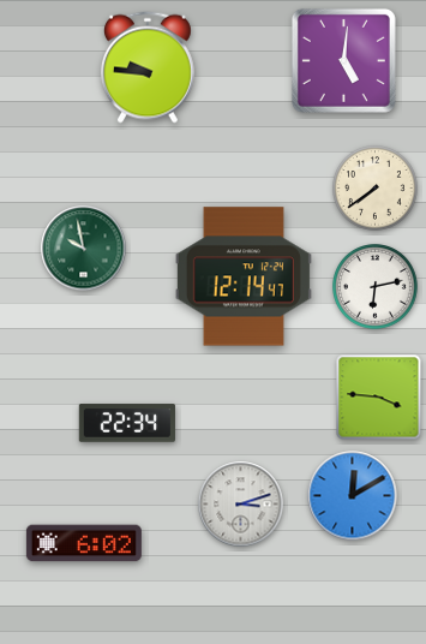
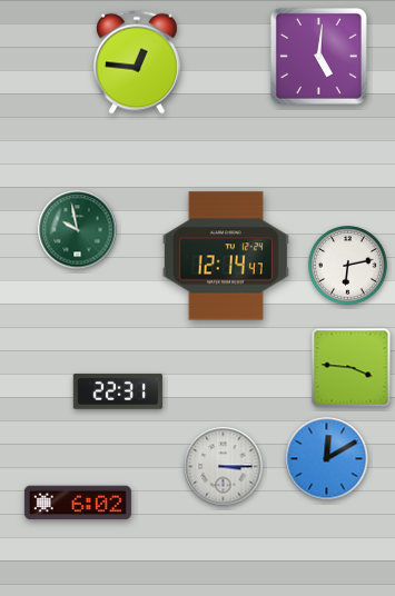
clock at (148, 67): 9:46 -> 12:46
clock at (376, 189): 7:39 -> none
clock at (127, 423): 22:34 -> 22:31
clock at (241, 505): 3:12 -> 3:15
